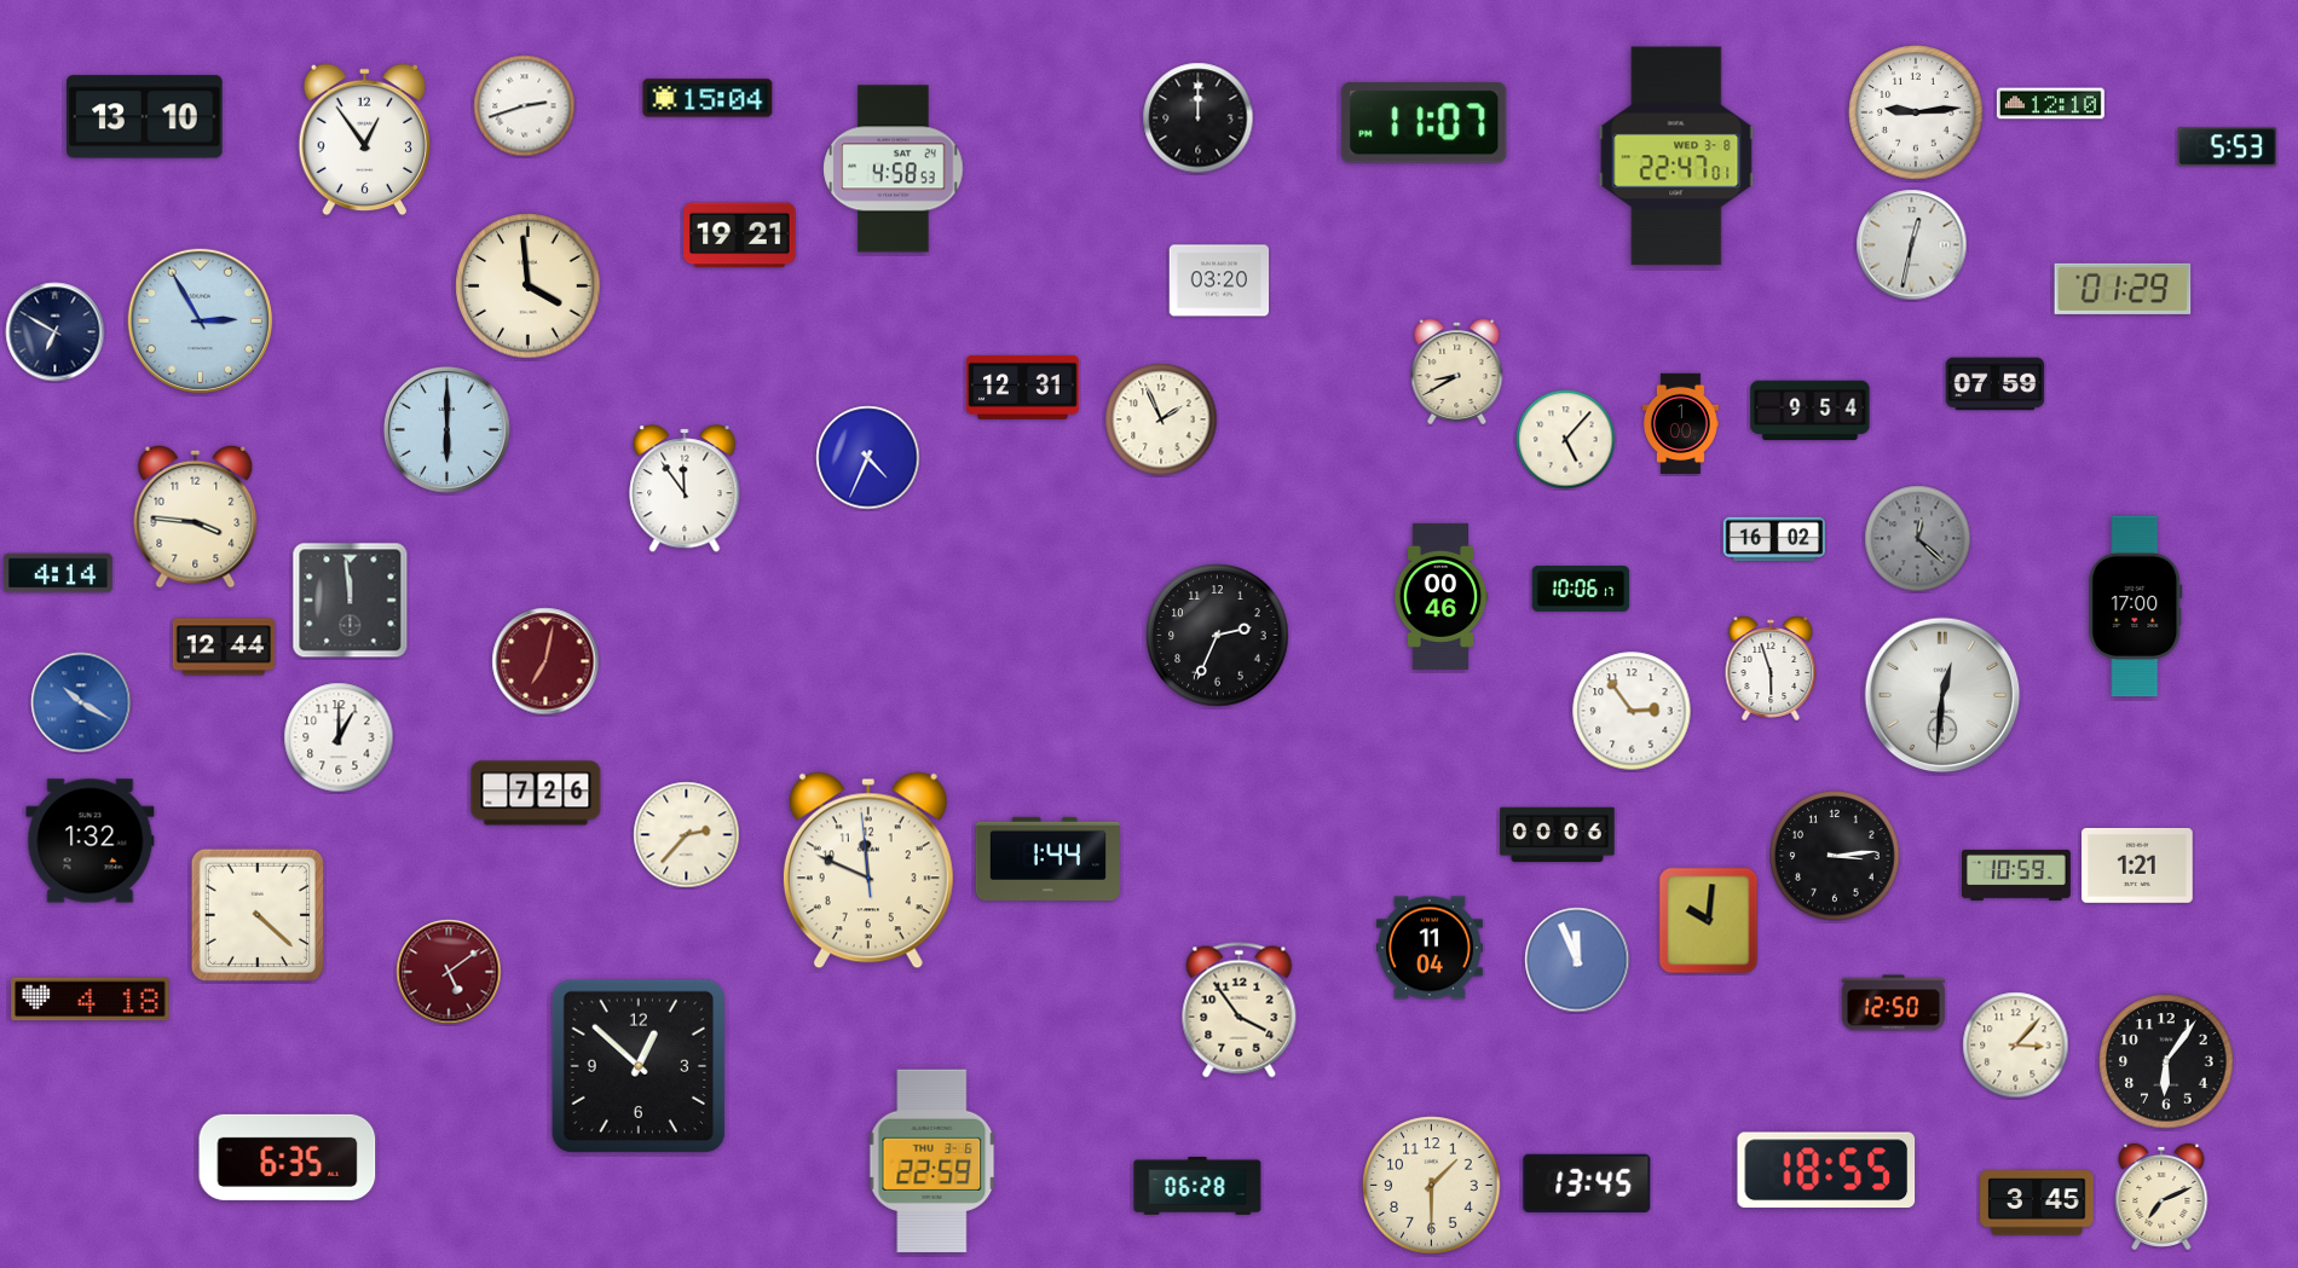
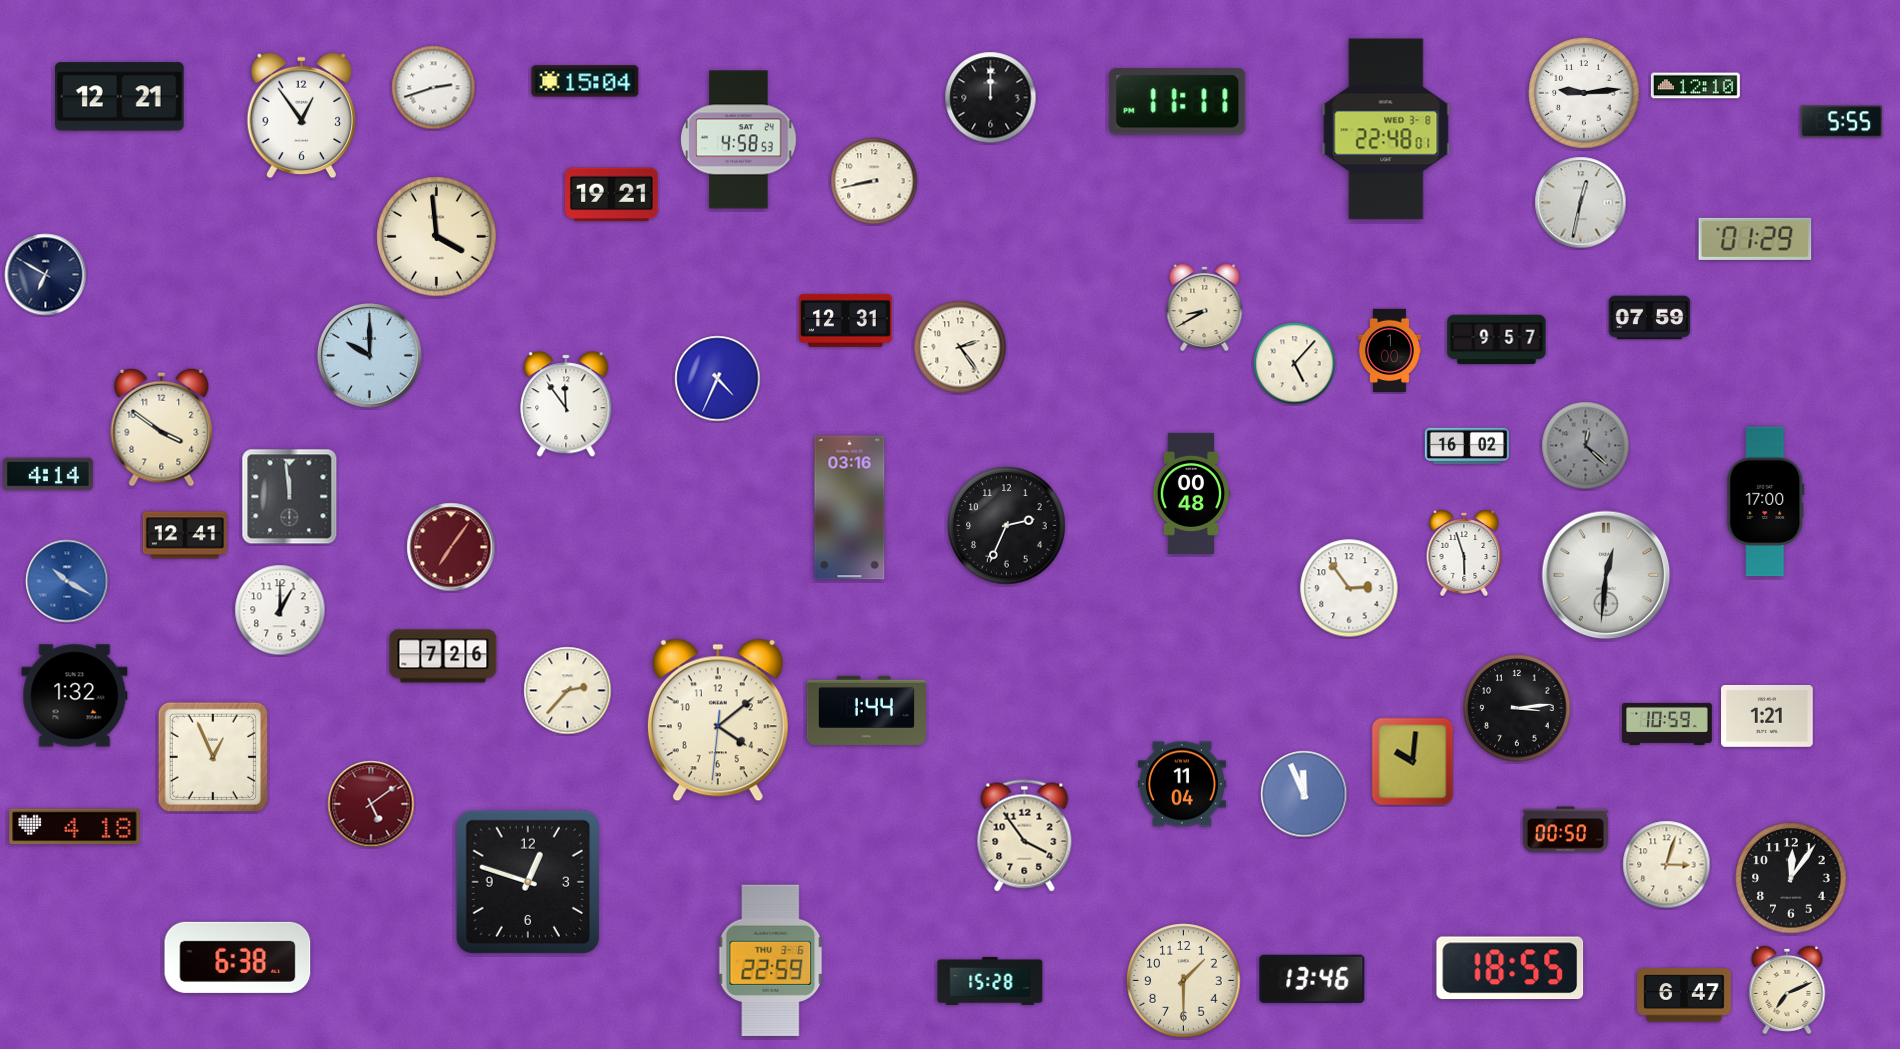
clock at (145, 117): 13:10 -> 12:21
clock at (1425, 123): 11:07 -> 11:11
clock at (2228, 147): 5:53 -> 5:55
clock at (1676, 156): 22:47 -> 22:48
clock at (874, 181): none -> 8:43
clock at (1219, 280): 03:20 -> none
clock at (200, 320): 2:55 -> none
clock at (1811, 411): 9:54 -> 9:57
clock at (1161, 419): 1:56 -> 2:24
clock at (446, 429): 6:00 -> 10:00
clock at (196, 516): 3:46 -> 3:51
clock at (1581, 590): 10:06 -> none
clock at (1440, 596): 00:46 -> 00:48
clock at (850, 508): none -> 03:16
clock at (224, 647): 12:44 -> 12:41
clock at (545, 661): 7:02 -> 7:06
clock at (1558, 835): 00:06 -> none
clock at (868, 870): 11:48 -> 4:08
clock at (258, 915): 4:22 -> 12:56
clock at (1893, 1003): 12:50 -> 00:50
clock at (2016, 1046): 3:07 -> 3:03
clock at (2166, 1061): 6:06 -> 12:06
clock at (639, 1066): 12:52 -> 12:48
clock at (288, 1157): 6:35 -> 6:38
clock at (1587, 1183): 13:45 -> 13:46
clock at (1197, 1186): 06:28 -> 15:28
clock at (2037, 1203): 3:45 -> 6:47
